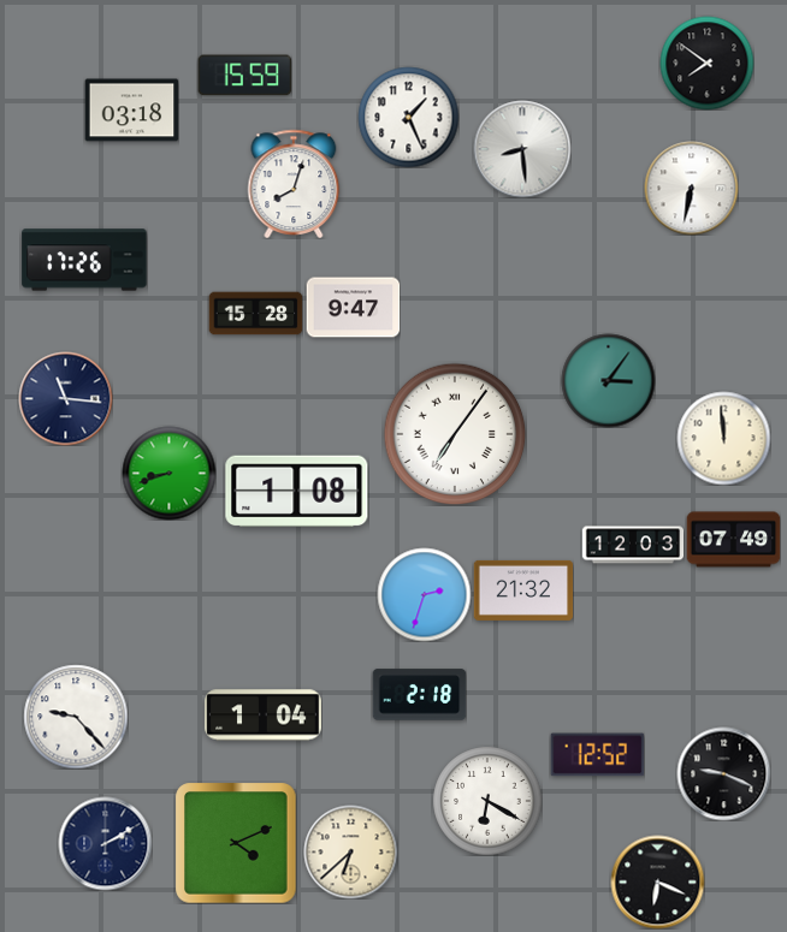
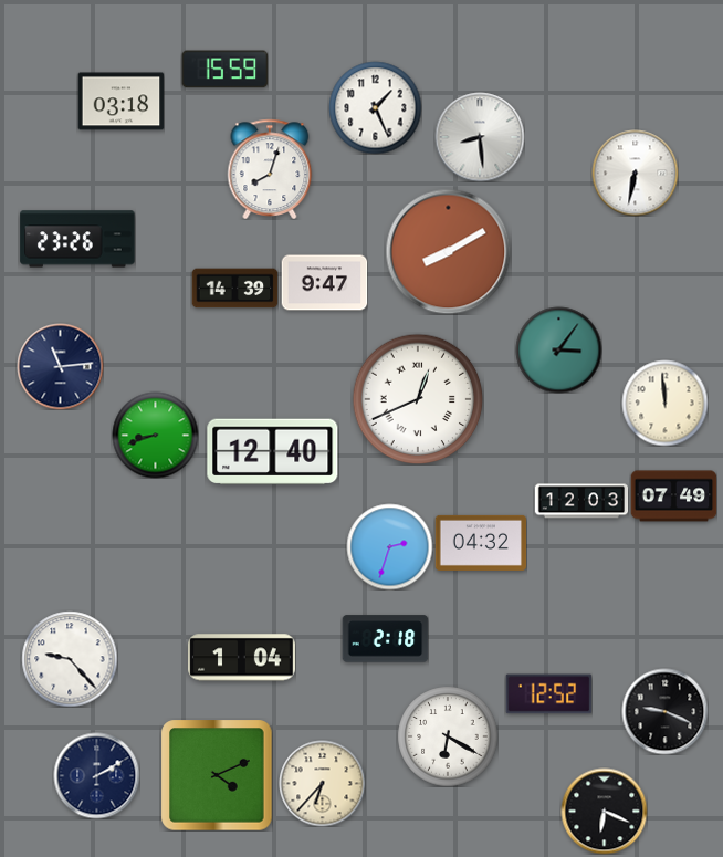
clock at (706, 63): 7:51 -> none
clock at (84, 260): 17:26 -> 23:26
clock at (448, 251): none -> 8:10
clock at (255, 314): 15:28 -> 14:39
clock at (65, 398): 11:16 -> 11:14
clock at (455, 434): 7:06 -> 12:41
clock at (297, 492): 1:08 -> 12:40
clock at (523, 590): 21:32 -> 04:32
clock at (350, 851): 6:38 -> 6:37
